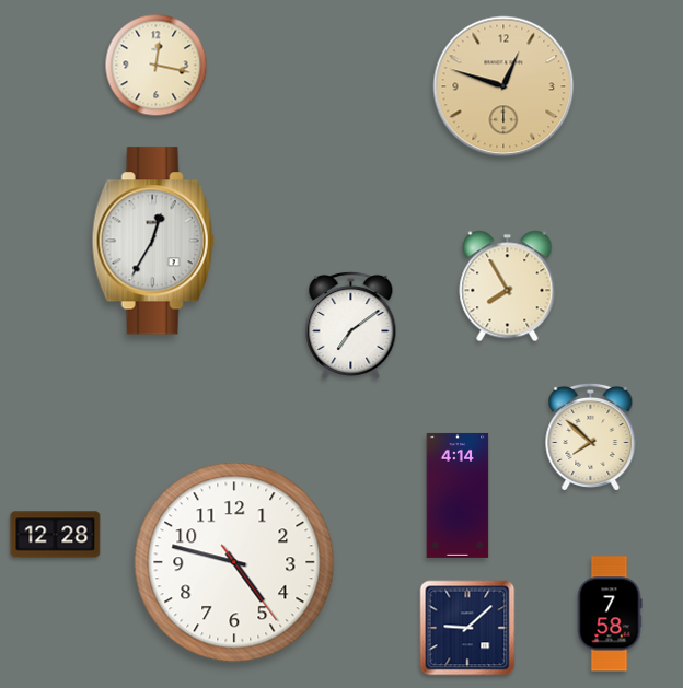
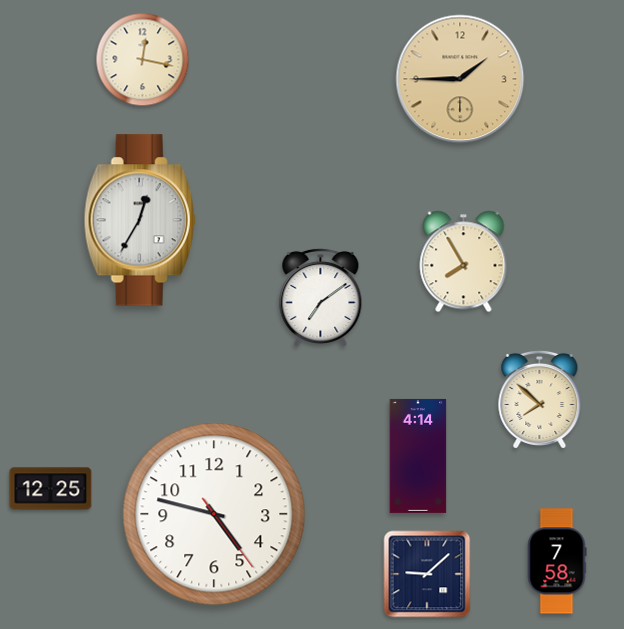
clock at (503, 86): 12:48 -> 1:45
clock at (458, 495) position: (458, 495) -> (418, 456)
clock at (56, 535): 12:28 -> 12:25
